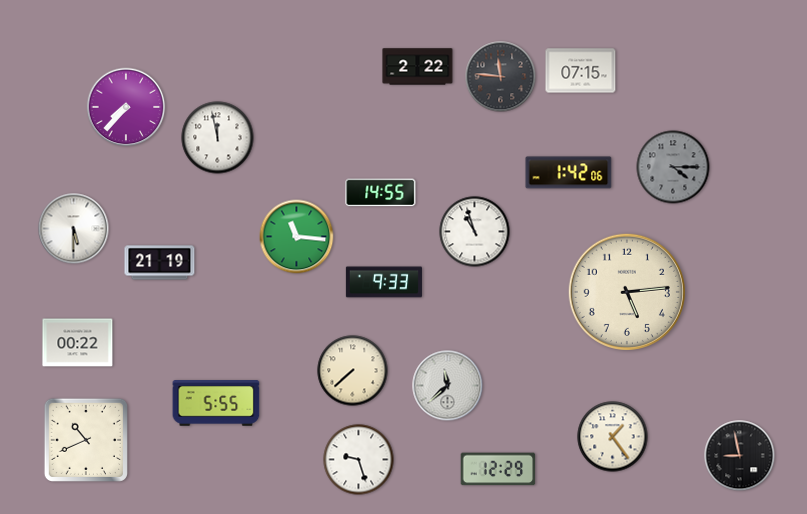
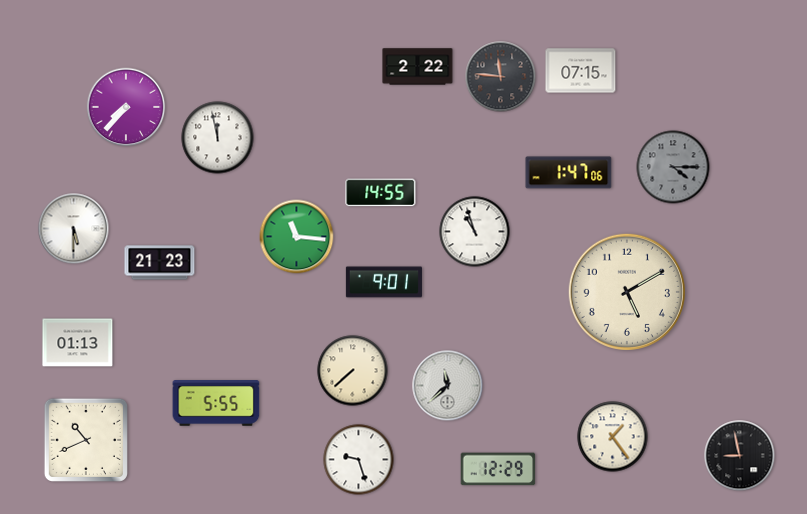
clock at (569, 173): 1:42 -> 1:47
clock at (160, 263): 21:19 -> 21:23
clock at (384, 282): 9:33 -> 9:01
clock at (627, 292): 5:14 -> 5:10
clock at (78, 343): 00:22 -> 01:13
